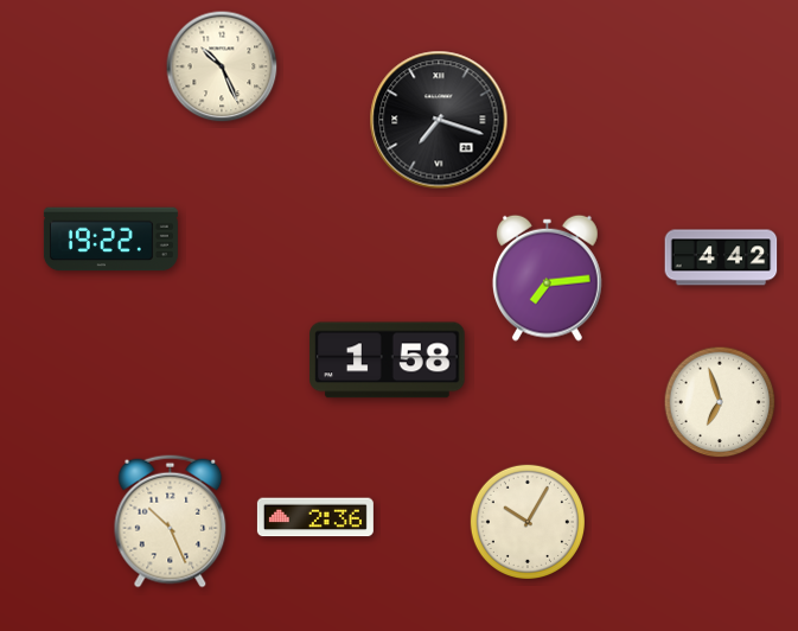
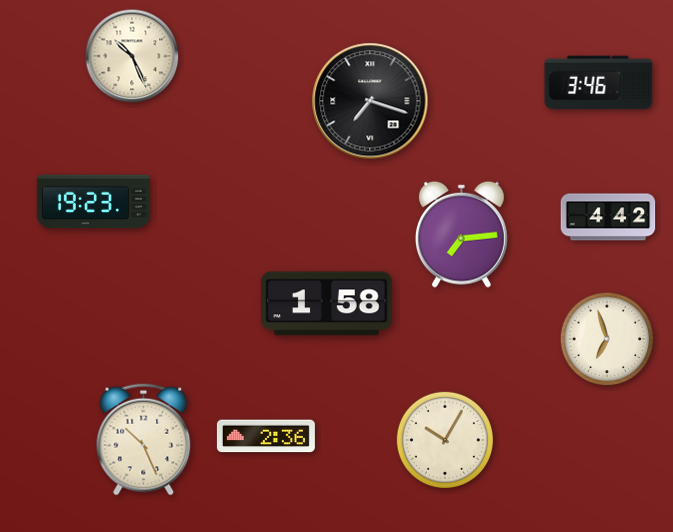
clock at (222, 66) position: (222, 66) -> (132, 56)
clock at (599, 83): none -> 3:46
clock at (110, 240): 19:22 -> 19:23
